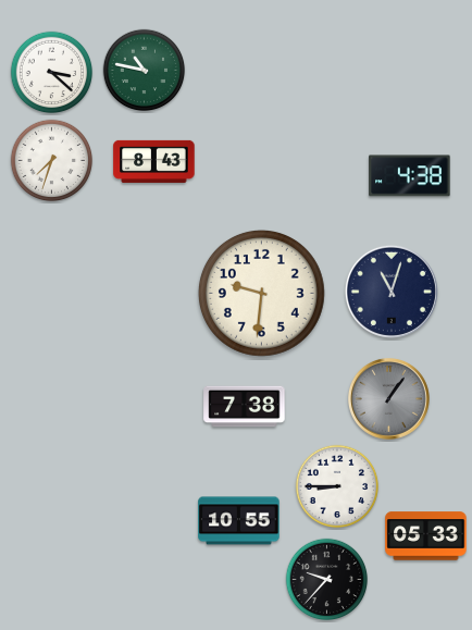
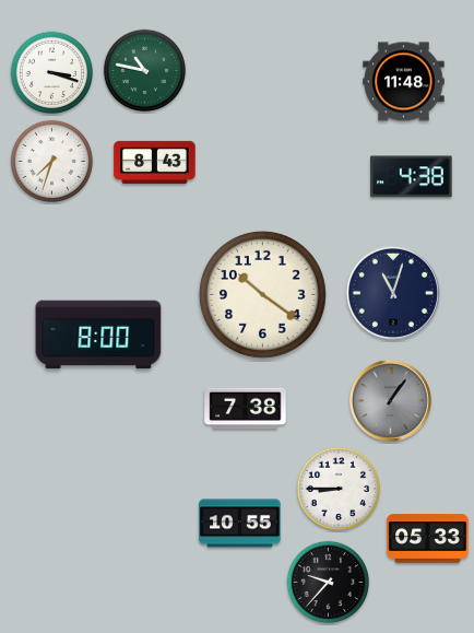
clock at (52, 73): 3:22 -> 3:18
clock at (404, 82): none -> 11:48
clock at (261, 293): 9:31 -> 10:21
clock at (98, 335): none -> 8:00
